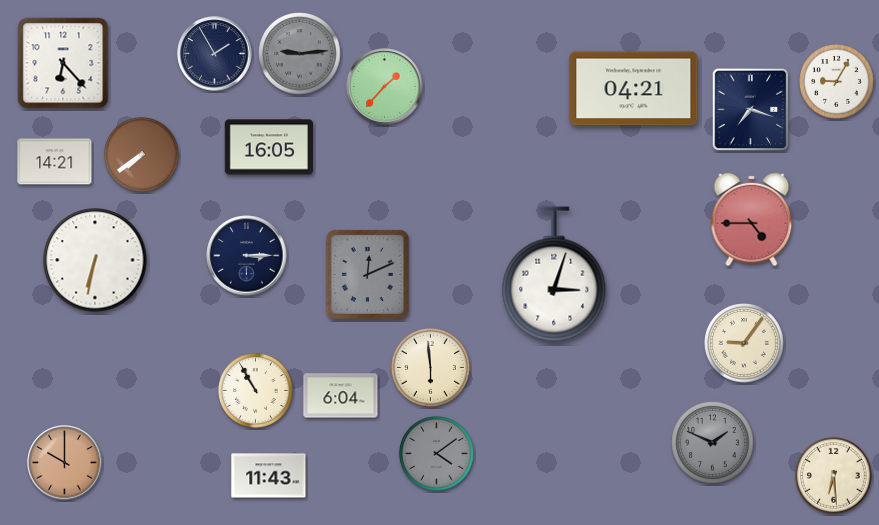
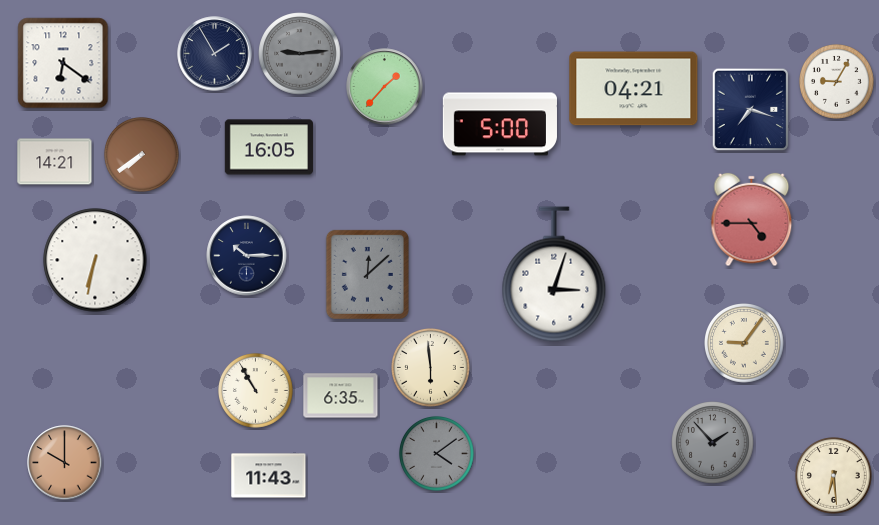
clock at (63, 63): 6:23 -> 6:21
clock at (500, 124): none -> 5:00
clock at (247, 256): 3:15 -> 10:15
clock at (367, 274): 12:11 -> 12:08
clock at (341, 396): 6:04 -> 6:35
clock at (713, 443): 1:49 -> 1:53
